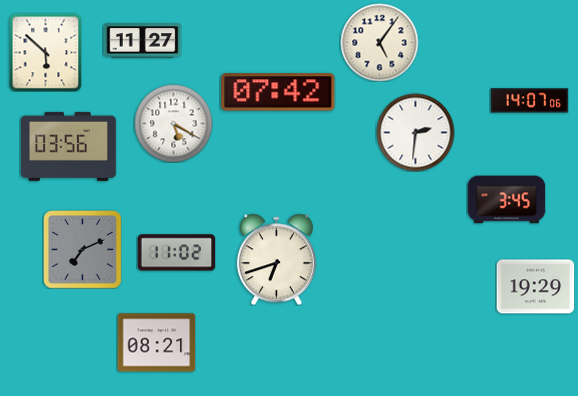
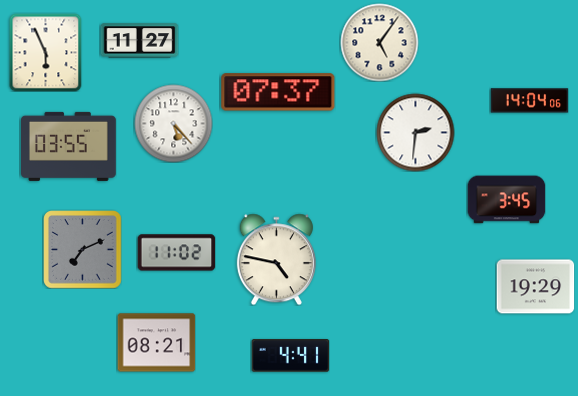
clock at (142, 41) position: (142, 41) -> (139, 41)
clock at (46, 52): 5:52 -> 5:56
clock at (278, 92): 07:42 -> 07:37
clock at (529, 101): 14:07 -> 14:04
clock at (173, 123): 5:20 -> 5:23
clock at (69, 146): 03:56 -> 03:55
clock at (276, 259): 6:42 -> 4:47
clock at (290, 356): none -> 4:41
